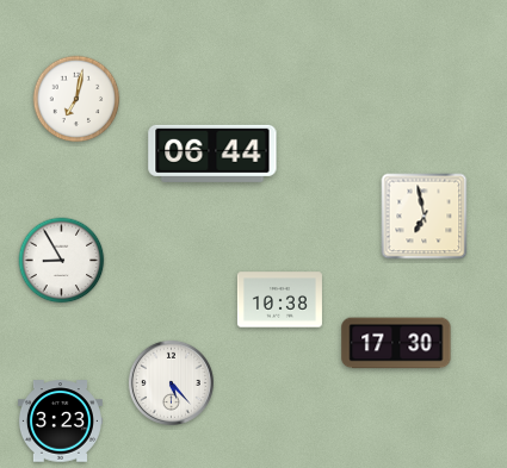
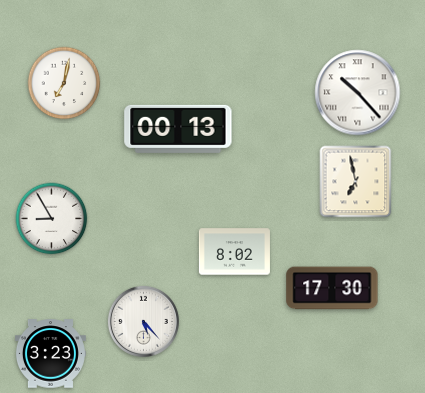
clock at (358, 93): none -> 10:23
clock at (212, 154): 06:44 -> 00:13
clock at (279, 300): 10:38 -> 8:02
